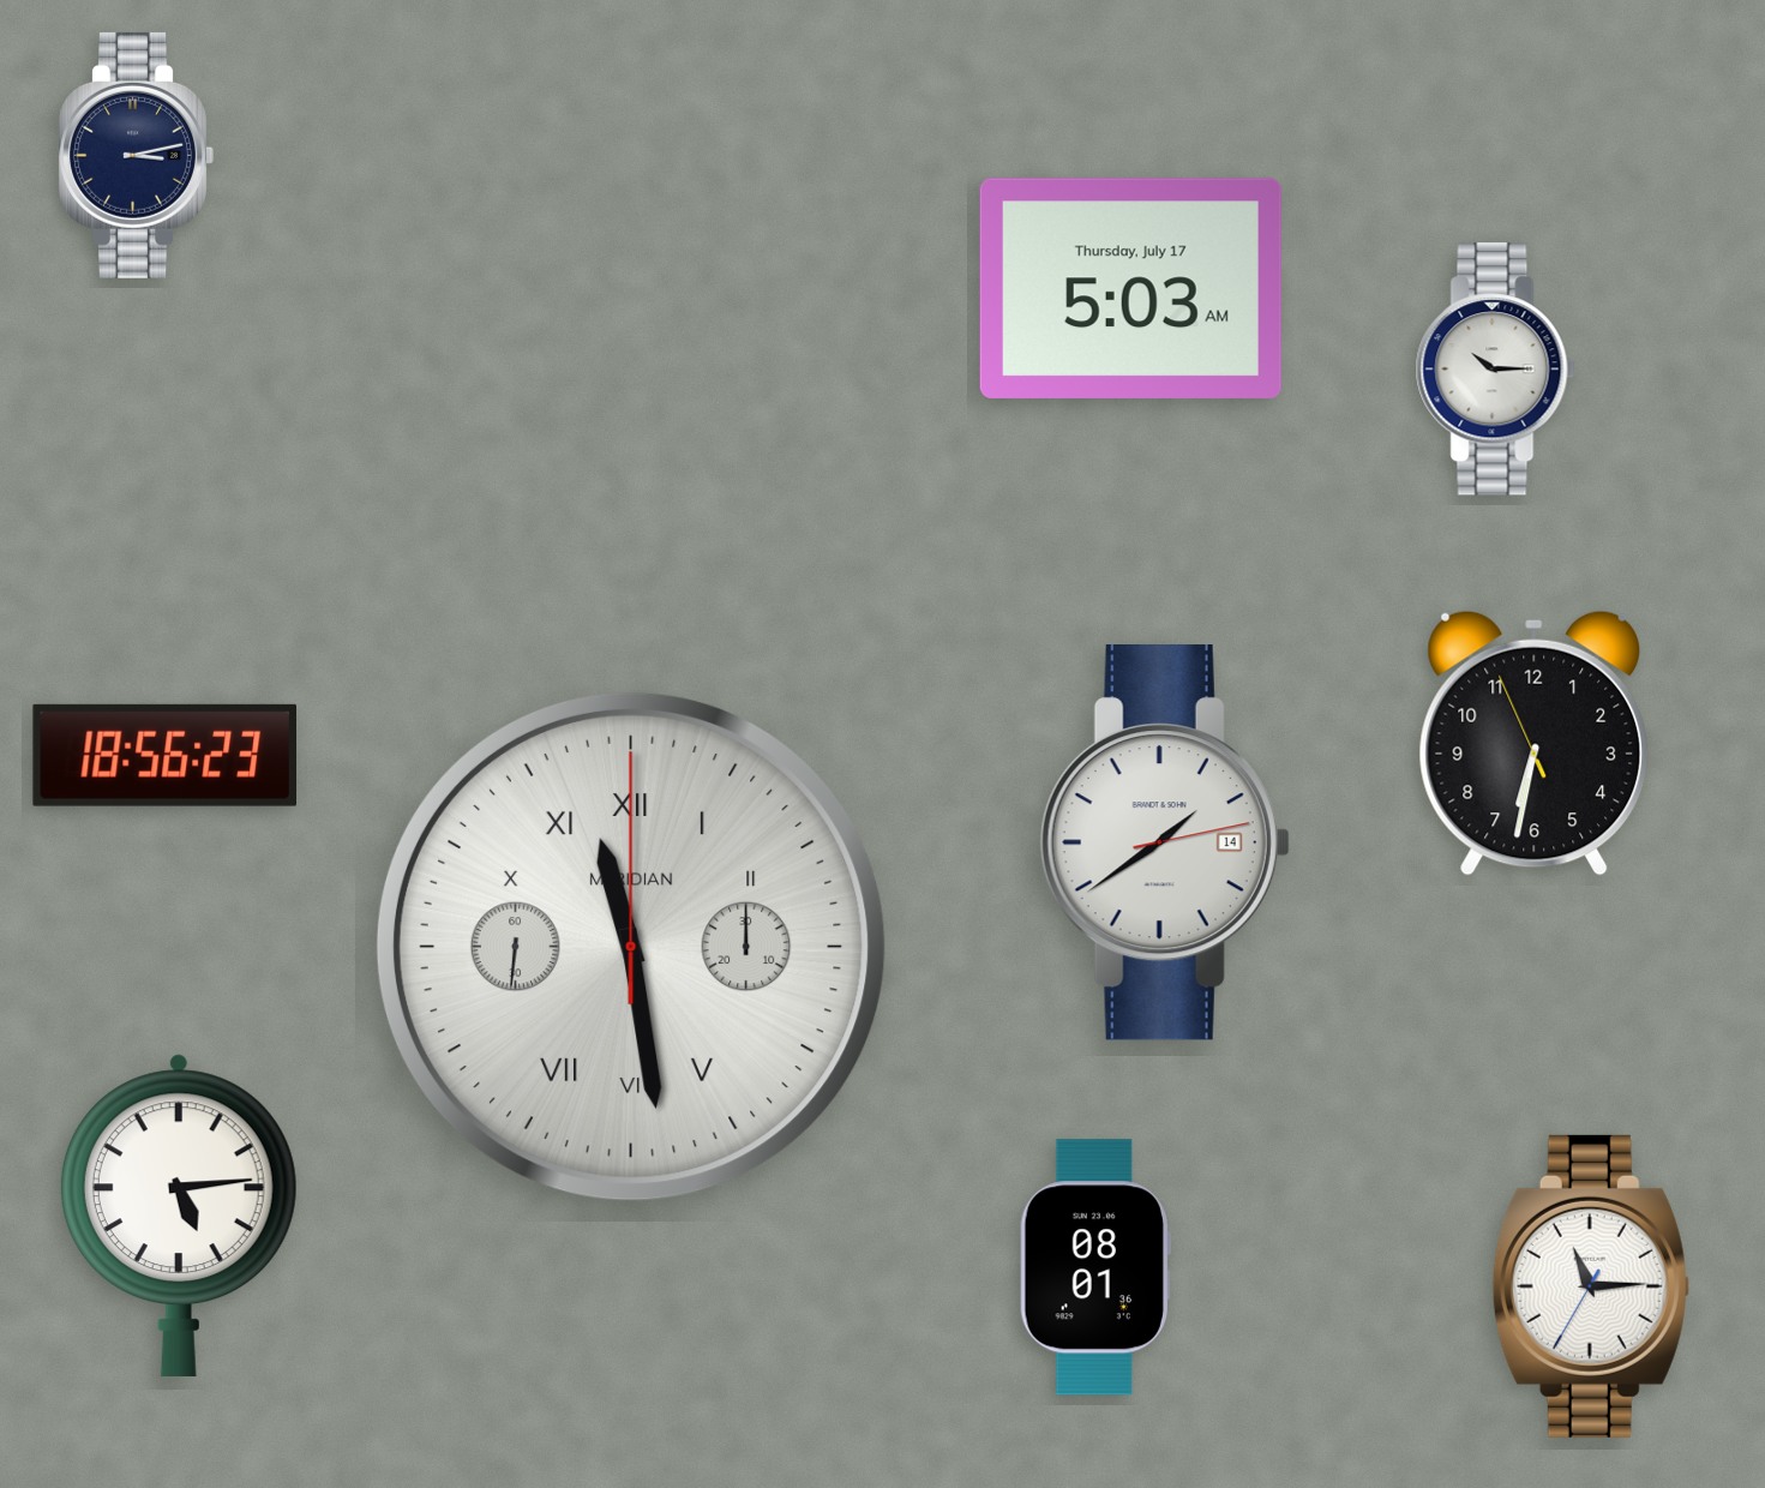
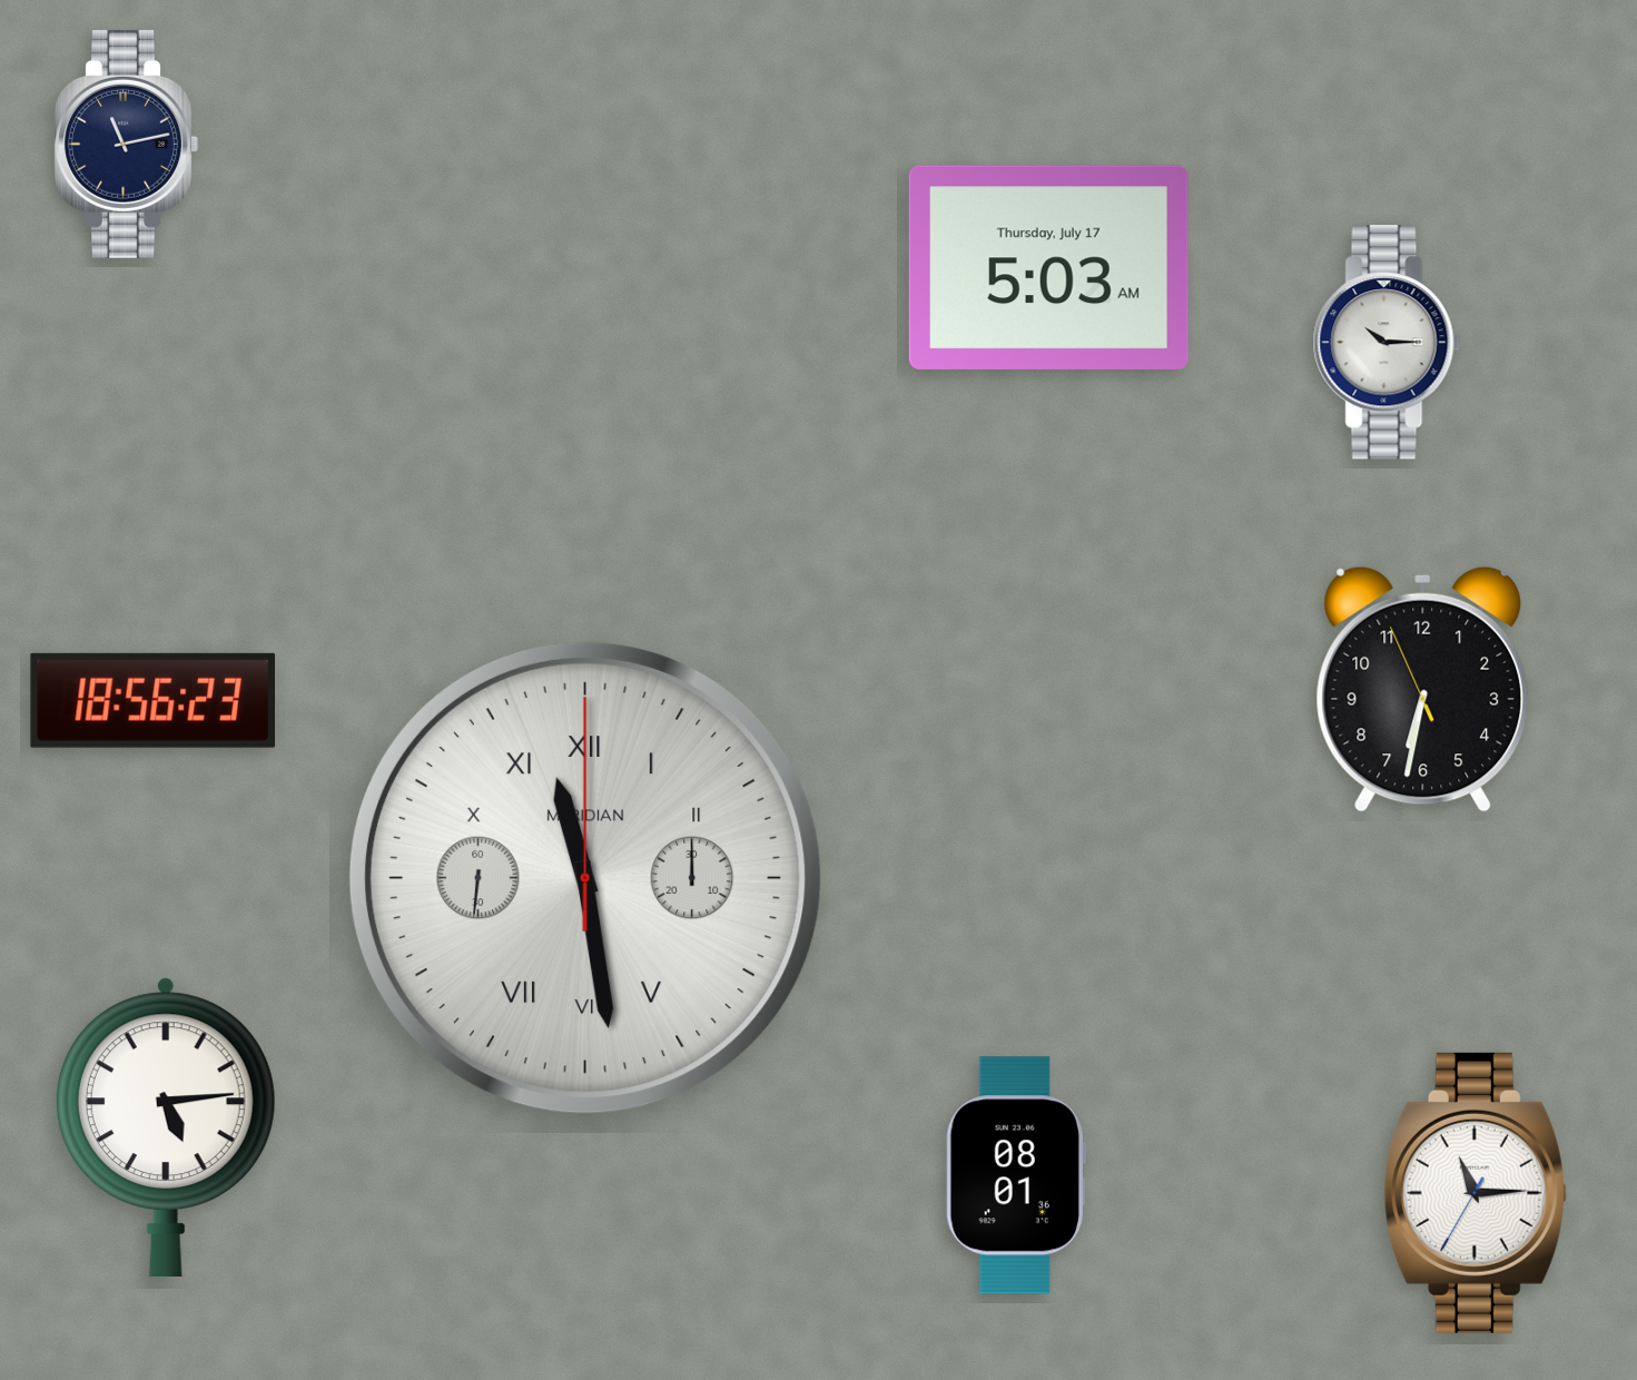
clock at (136, 155): 3:13 -> 11:13
clock at (1165, 844): 1:39 -> none
